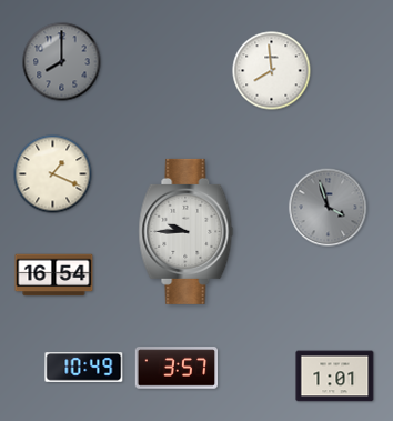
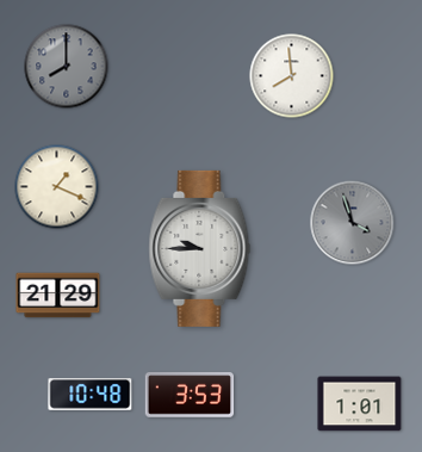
clock at (54, 275): 16:54 -> 21:29
clock at (84, 368): 10:49 -> 10:48
clock at (177, 368): 3:57 -> 3:53
